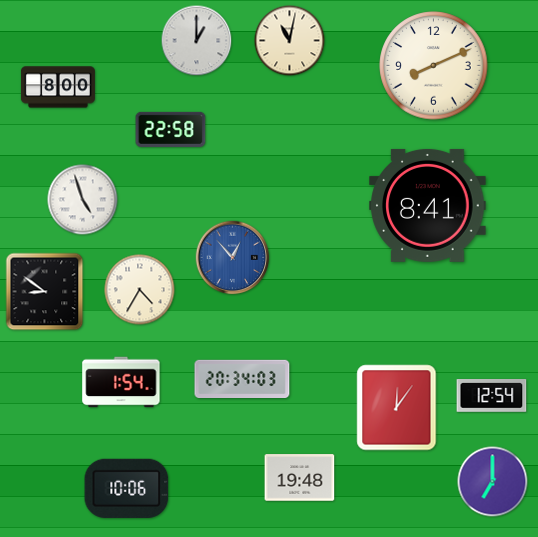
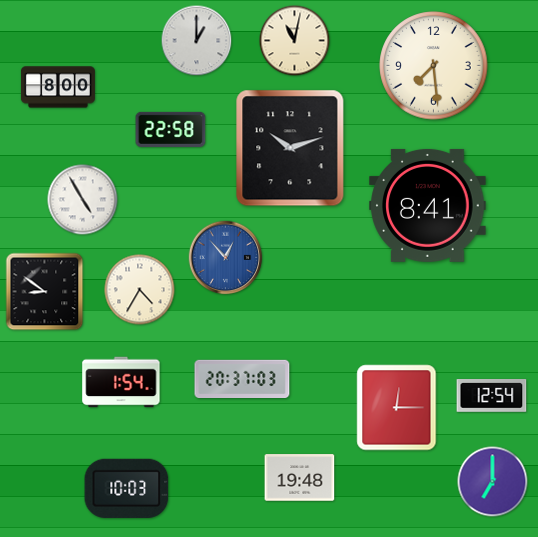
clock at (290, 41) position: (290, 41) -> (295, 41)
clock at (434, 66): 8:11 -> 7:29
clock at (290, 148): none -> 10:12
clock at (83, 200): 4:57 -> 4:55
clock at (233, 258) position: (233, 258) -> (226, 258)
clock at (242, 378): 20:34 -> 20:37
clock at (397, 408): 12:06 -> 12:15
clock at (127, 488): 10:06 -> 10:03
